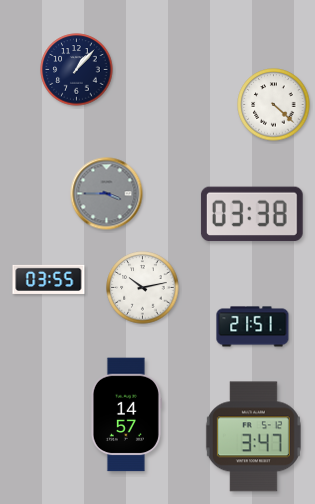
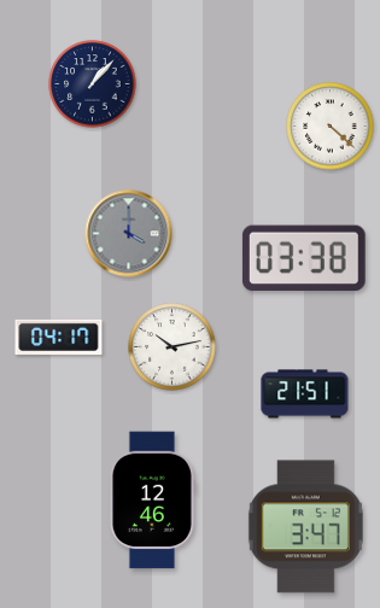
clock at (107, 194): 3:45 -> 4:00
clock at (49, 279): 03:55 -> 04:17
clock at (126, 415): 14:57 -> 12:46
